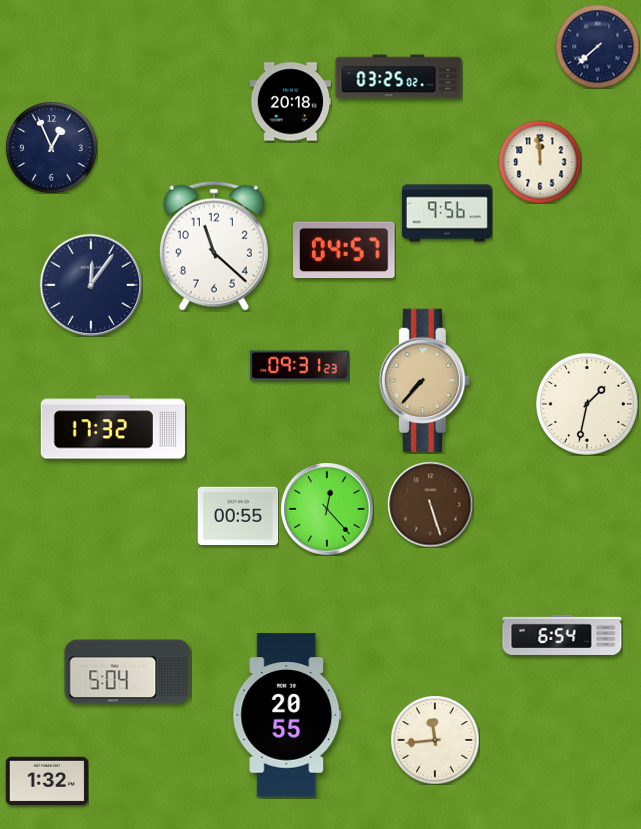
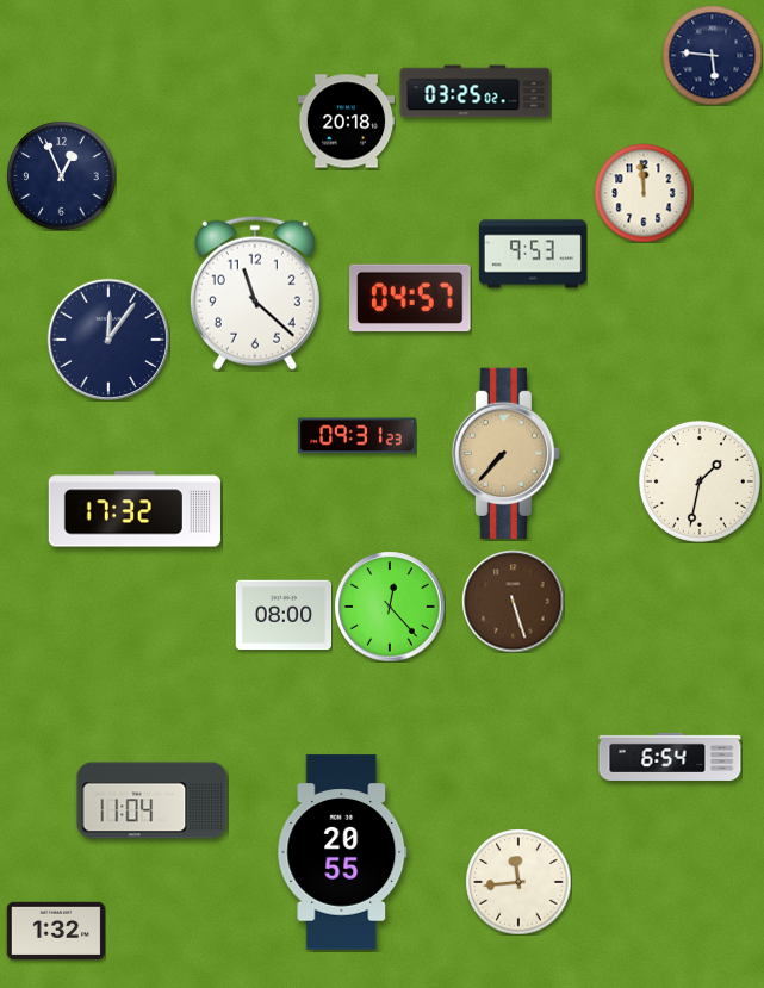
clock at (597, 46): 7:38 -> 5:46
clock at (447, 213): 9:56 -> 9:53
clock at (238, 516): 00:55 -> 08:00
clock at (128, 672): 5:04 -> 11:04
